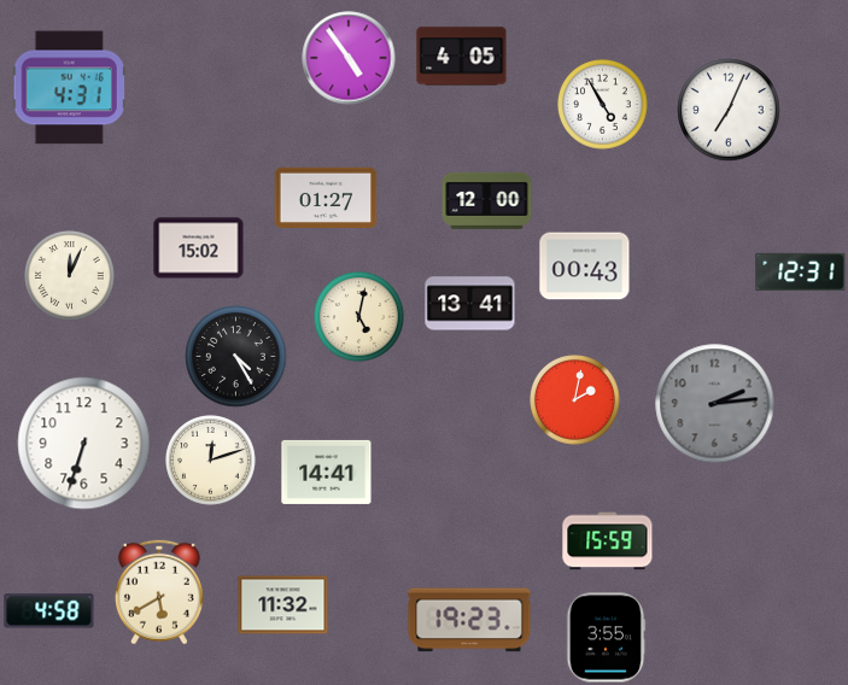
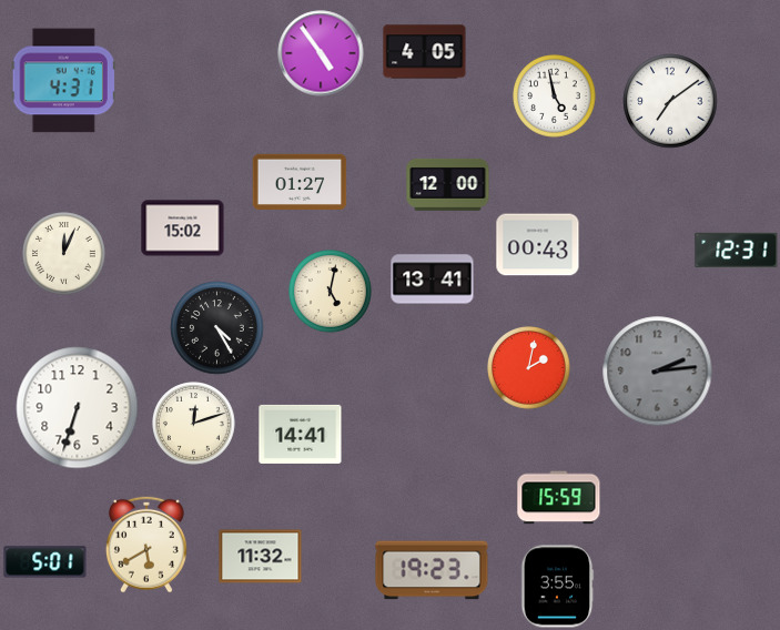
clock at (603, 105): 4:55 -> 4:58
clock at (729, 110): 7:04 -> 7:09
clock at (49, 611): 4:58 -> 5:01
